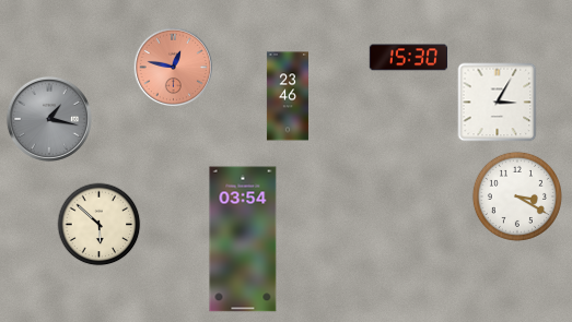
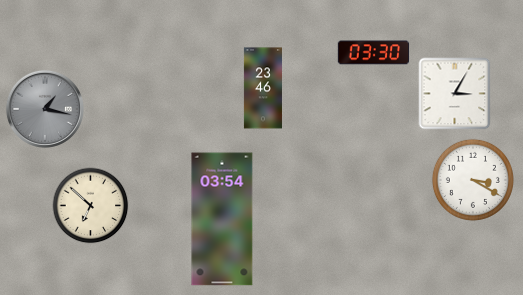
clock at (409, 58): 15:30 -> 03:30
clock at (174, 68): 12:47 -> none
clock at (100, 225): 5:52 -> 6:52
